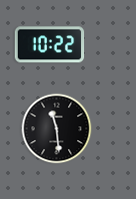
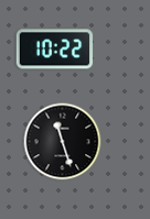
clock at (57, 129): 11:29 -> 11:27
